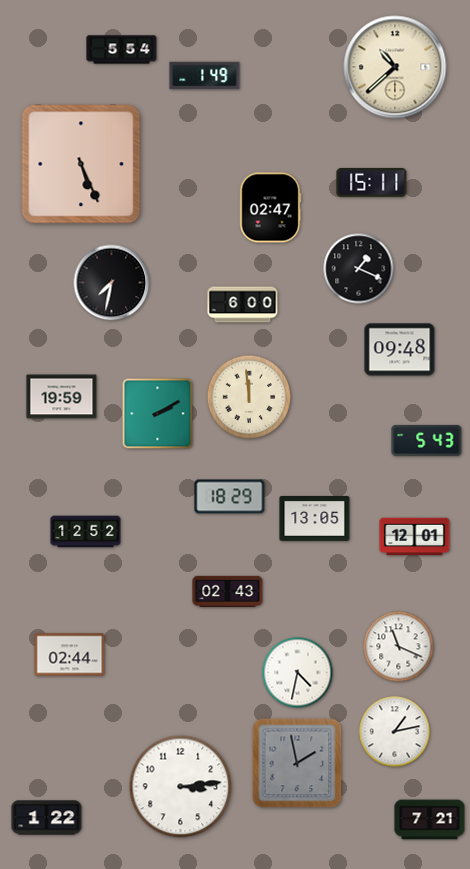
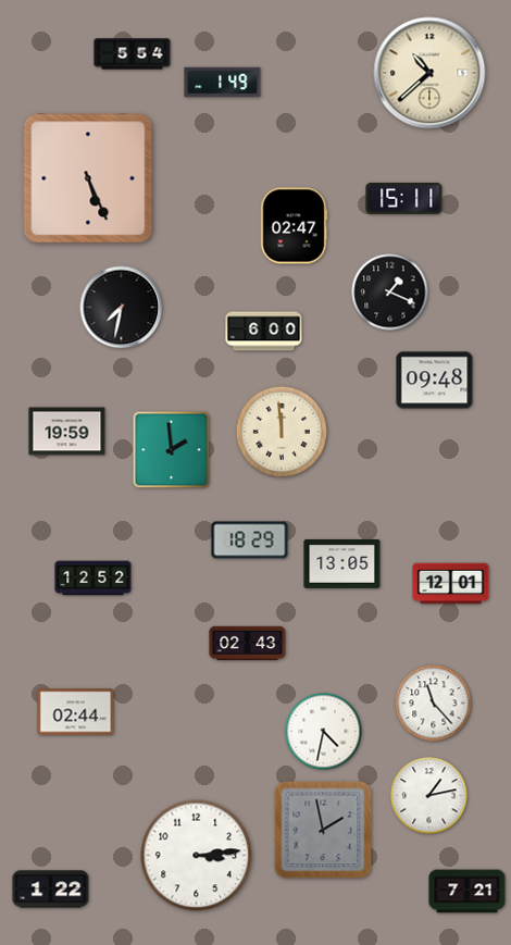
clock at (249, 397) position: (249, 397) -> (282, 432)
clock at (158, 414): 2:10 -> 1:59
clock at (427, 440): 5:43 -> none
clock at (399, 647): 11:19 -> 11:23
